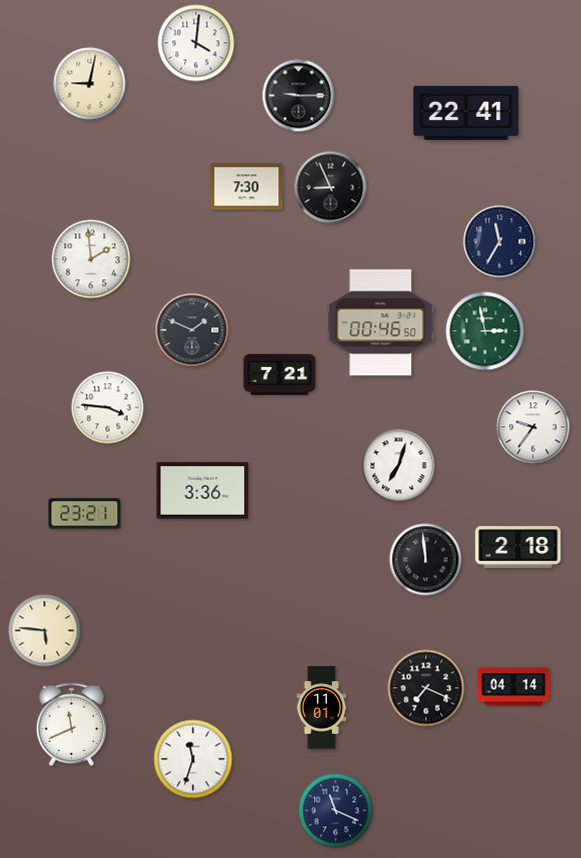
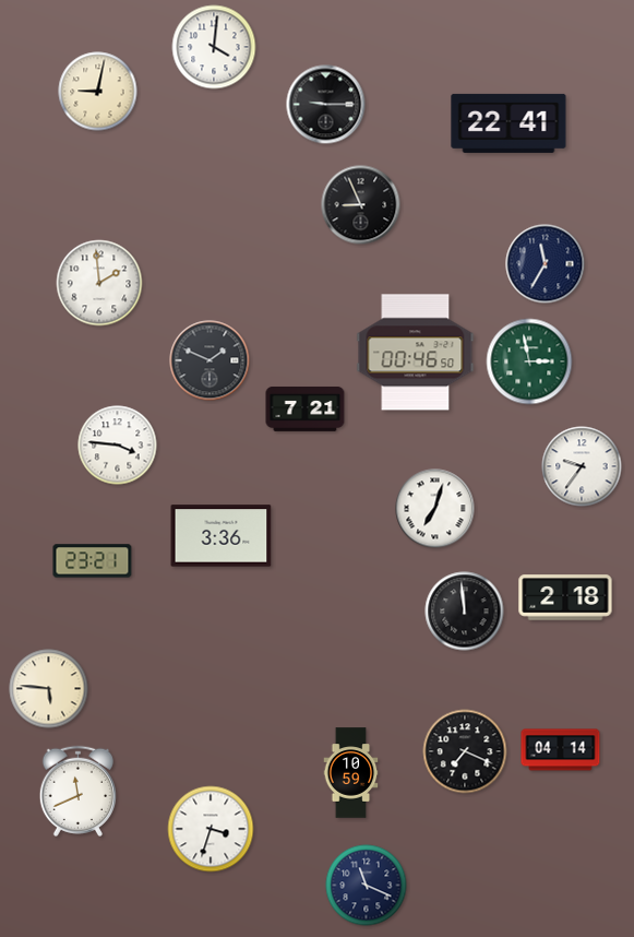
clock at (247, 187): 7:30 -> none
clock at (322, 708): 11:01 -> 10:59
clock at (193, 759): 11:33 -> 3:33
